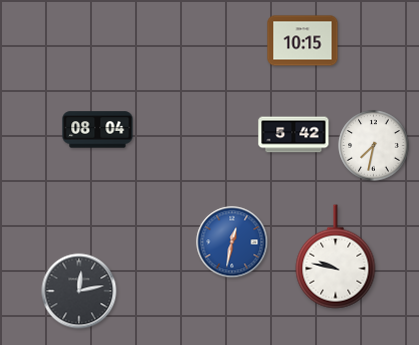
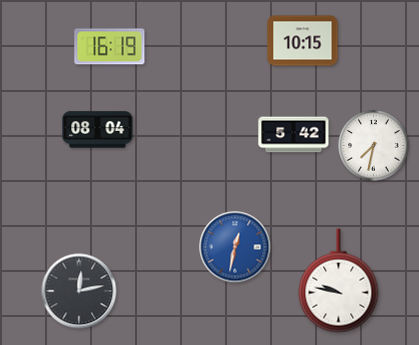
clock at (110, 47): none -> 16:19
clock at (232, 242) position: (232, 242) -> (235, 247)
clock at (336, 257) position: (336, 257) -> (339, 281)
